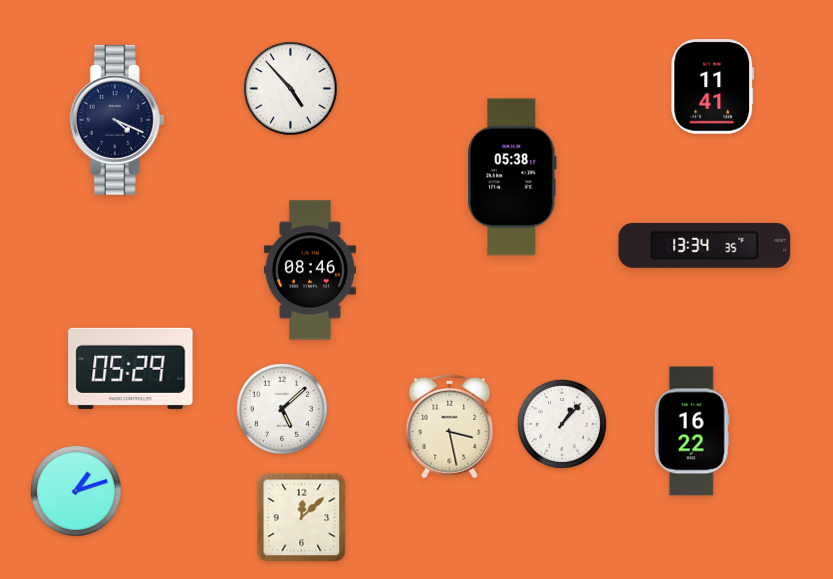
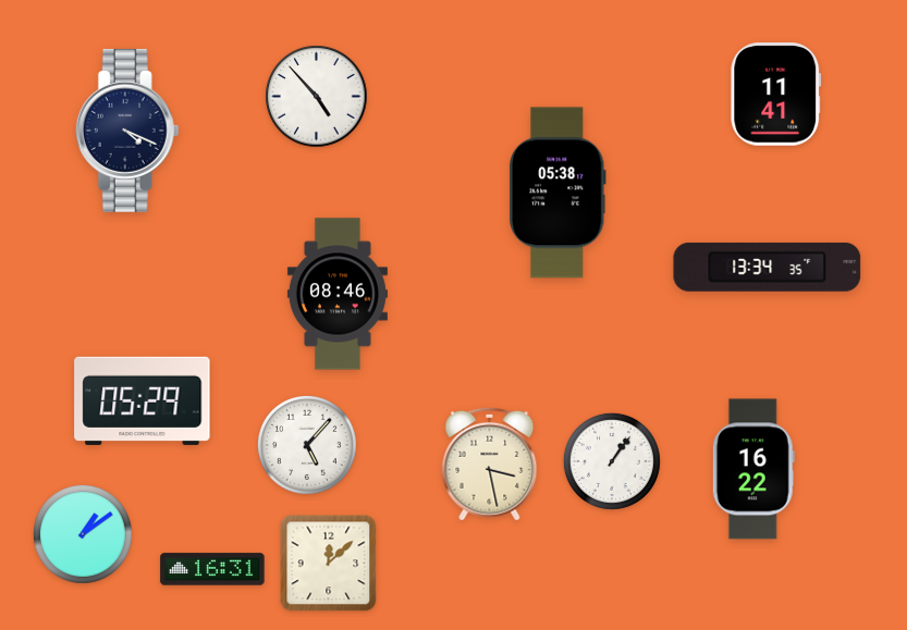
clock at (282, 409): 5:08 -> 5:07
clock at (562, 424): 1:07 -> 1:06
clock at (76, 491): 1:12 -> 1:09
clock at (212, 569): none -> 16:31
